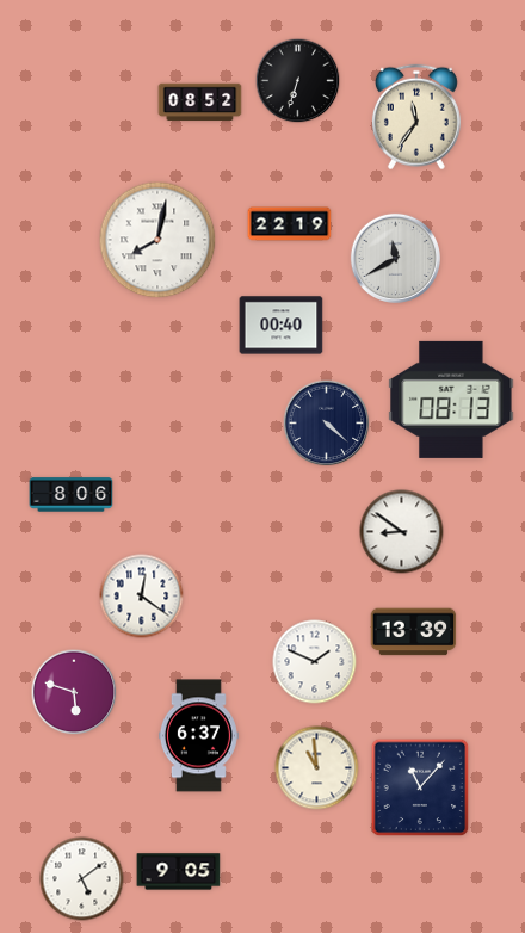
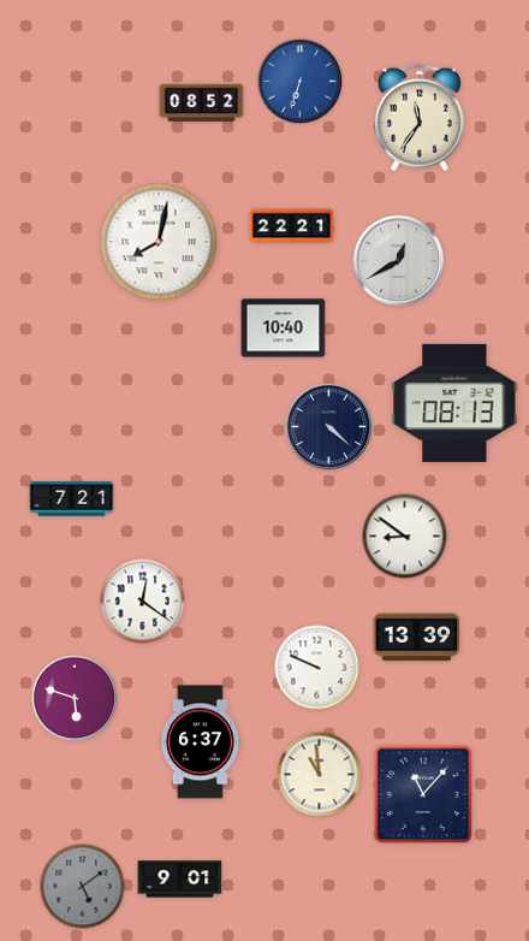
clock at (298, 81) dial: black -> blue
clock at (290, 224): 22:19 -> 22:21
clock at (395, 258): 11:40 -> 12:40
clock at (282, 326): 00:40 -> 10:40
clock at (72, 495): 8:06 -> 7:21
clock at (315, 662): 1:49 -> 9:49
clock at (179, 872): 9:05 -> 9:01
clock at (82, 879) dial: white -> grey
